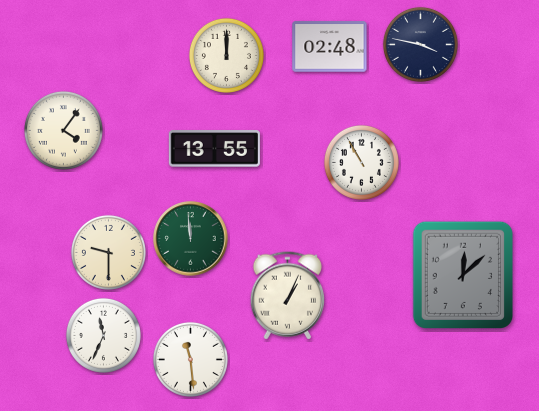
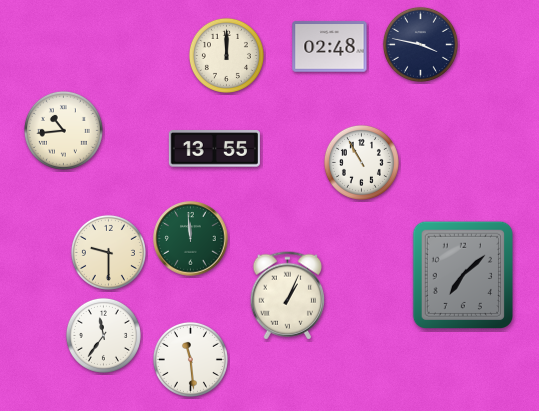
clock at (63, 130): 4:06 -> 10:44
clock at (462, 274): 12:08 -> 7:08
clock at (103, 335): 11:34 -> 11:36
